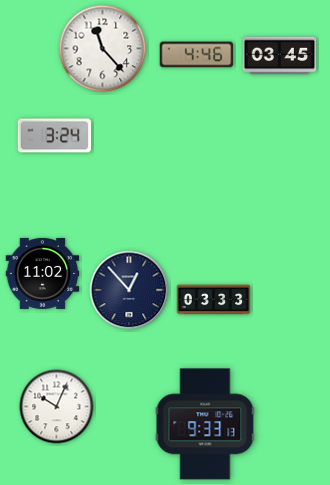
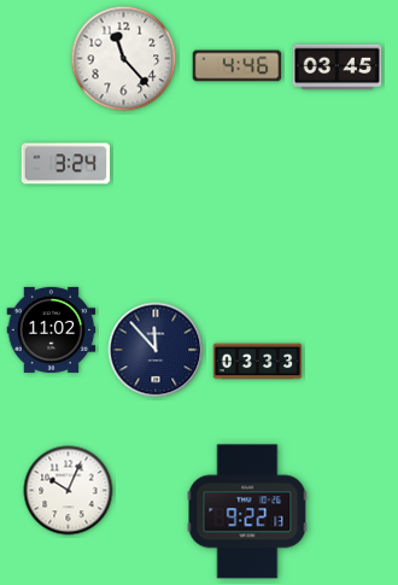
clock at (129, 290): 12:53 -> 11:53
clock at (205, 424): 9:33 -> 9:22
